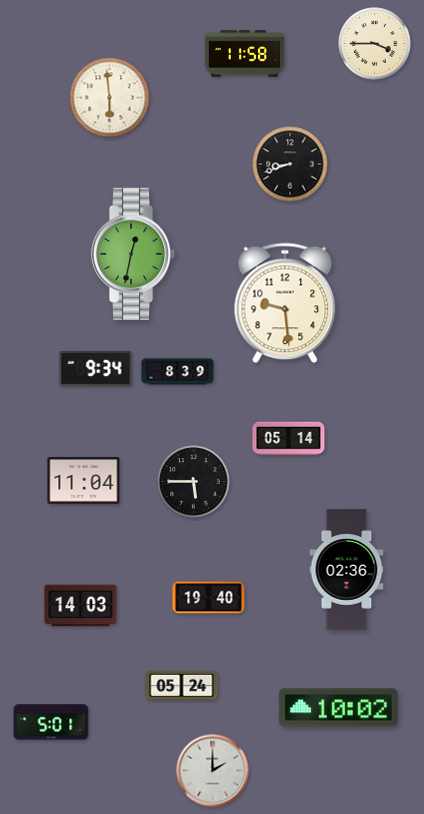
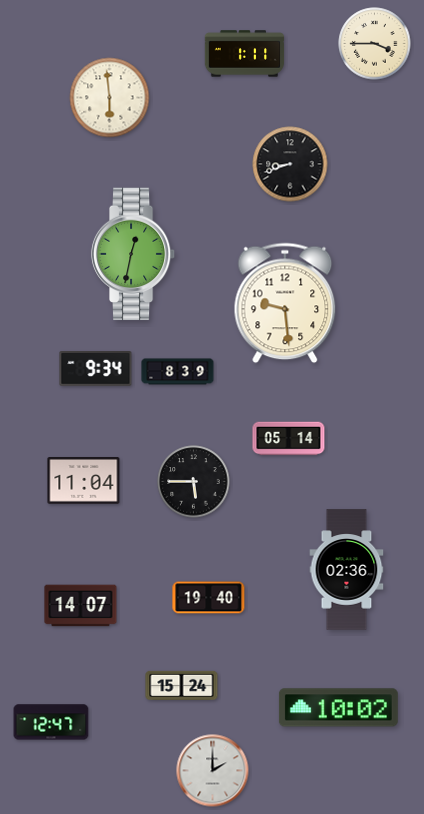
clock at (245, 54): 11:58 -> 1:11
clock at (81, 606): 14:03 -> 14:07
clock at (182, 685): 05:24 -> 15:24
clock at (51, 722): 5:01 -> 12:47
